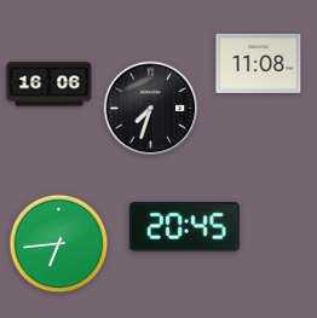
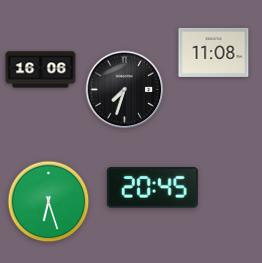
clock at (59, 244): 6:44 -> 6:27
